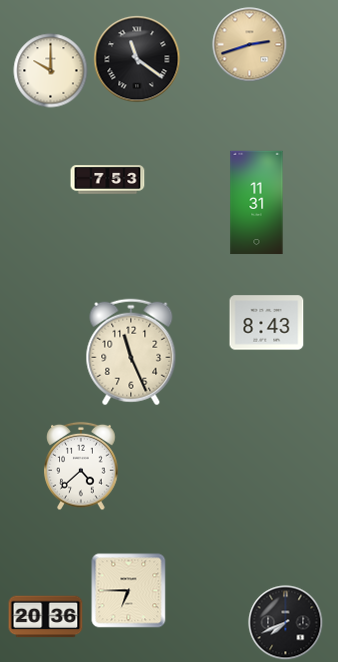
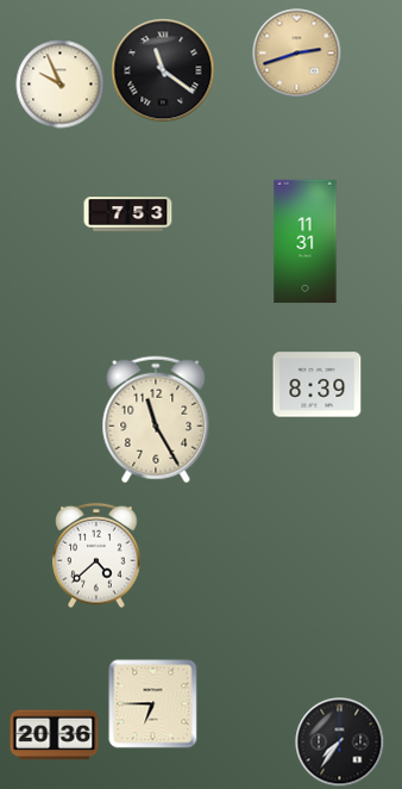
clock at (51, 71): 10:00 -> 9:56
clock at (267, 323): 8:43 -> 8:39
clock at (131, 352): 11:26 -> 11:25
clock at (286, 623): 7:41 -> 7:36
